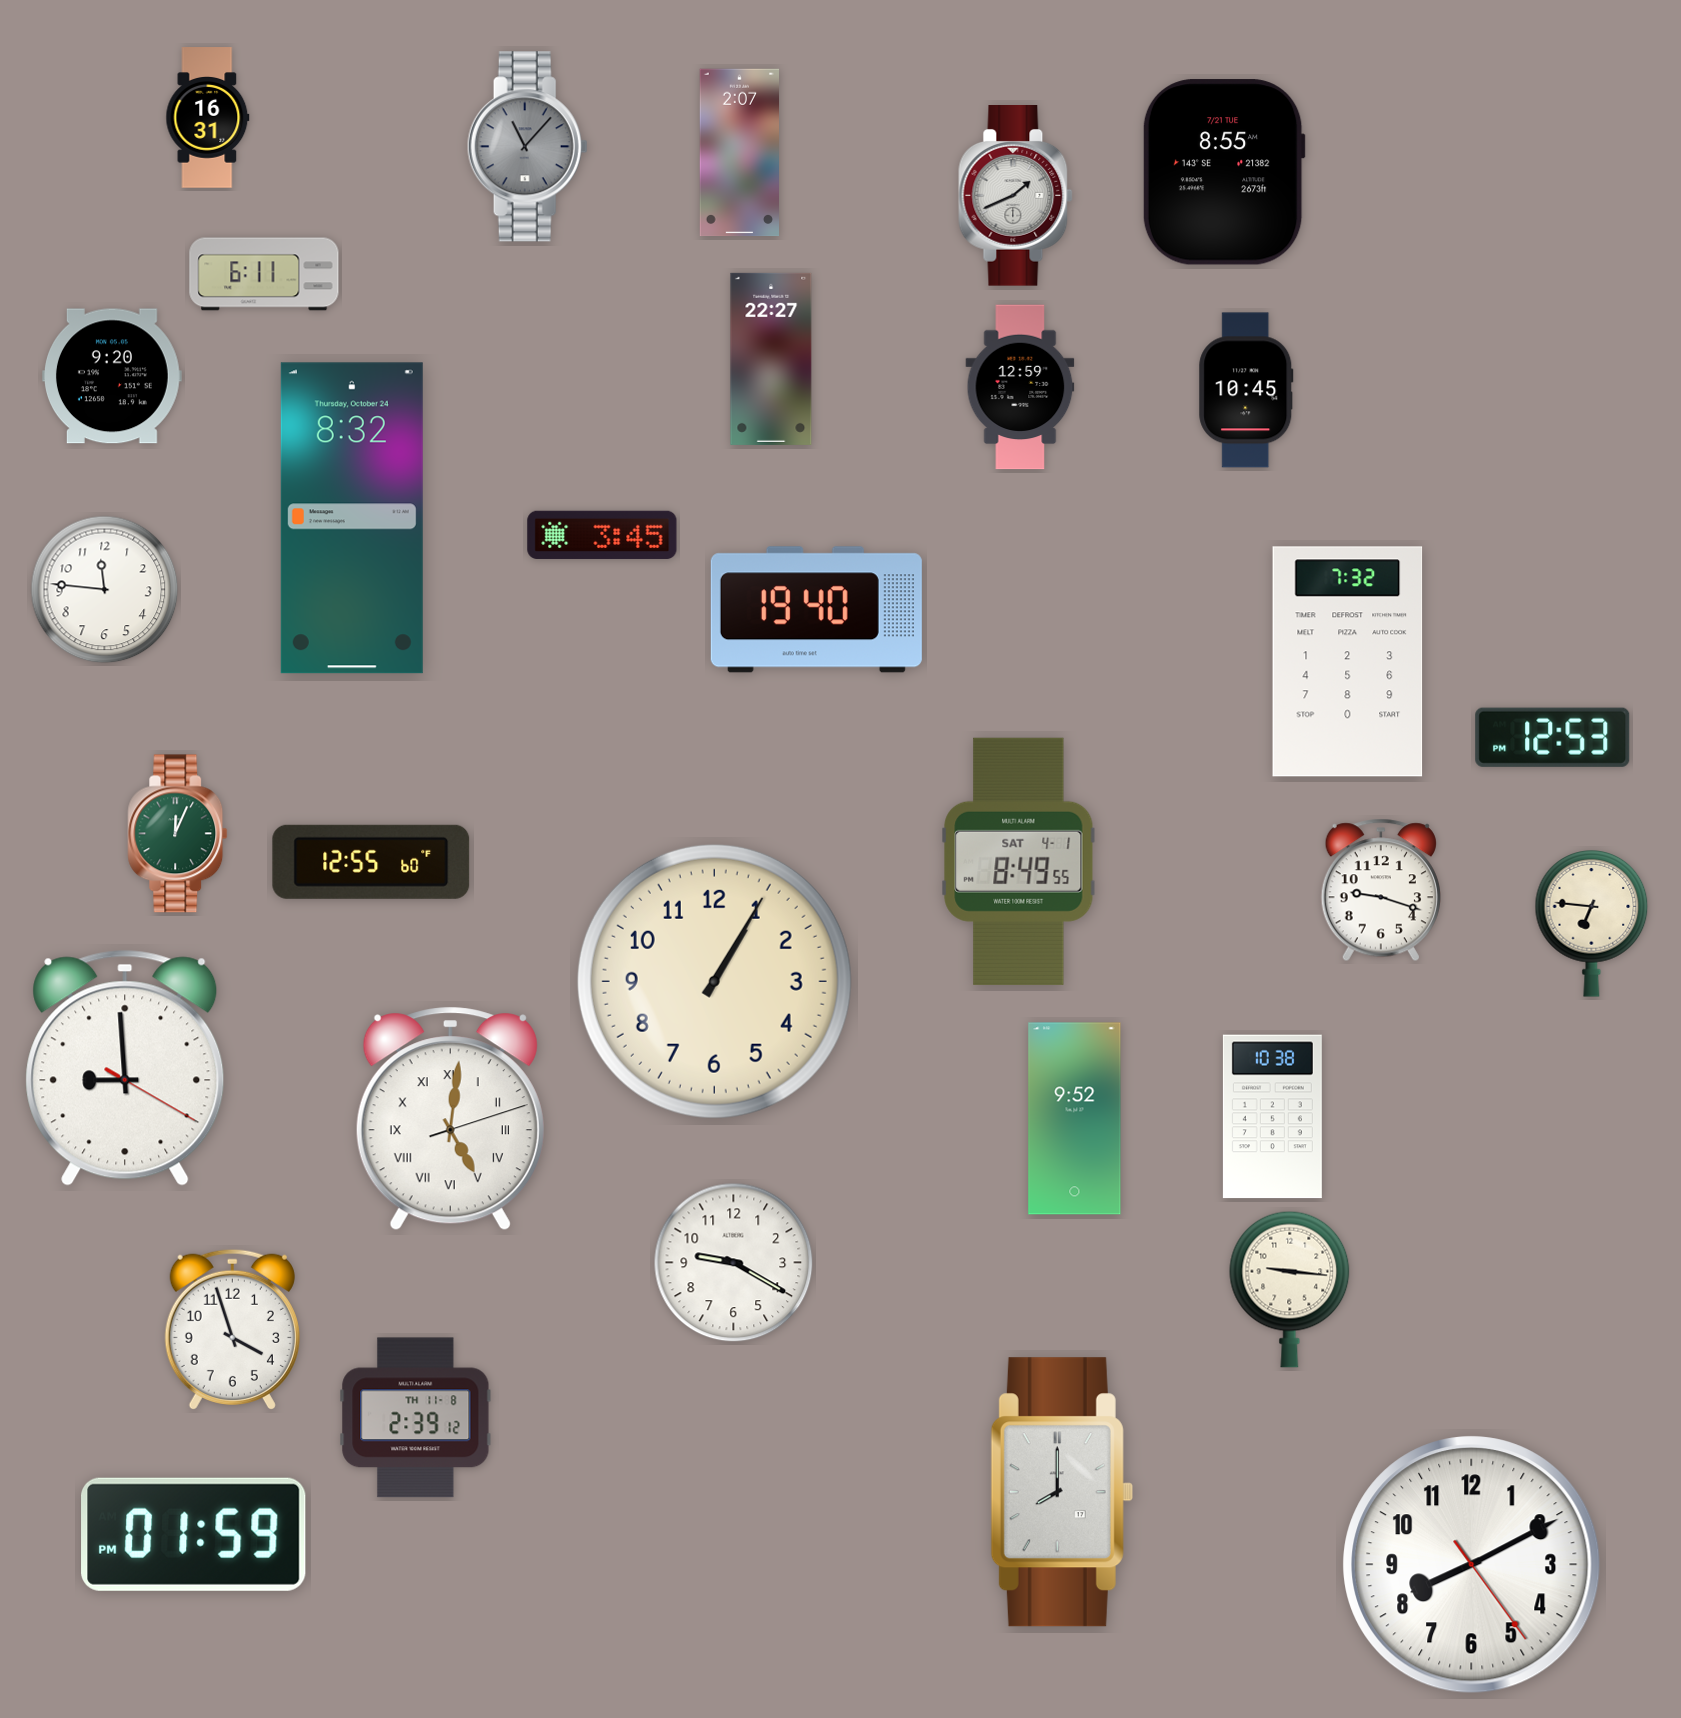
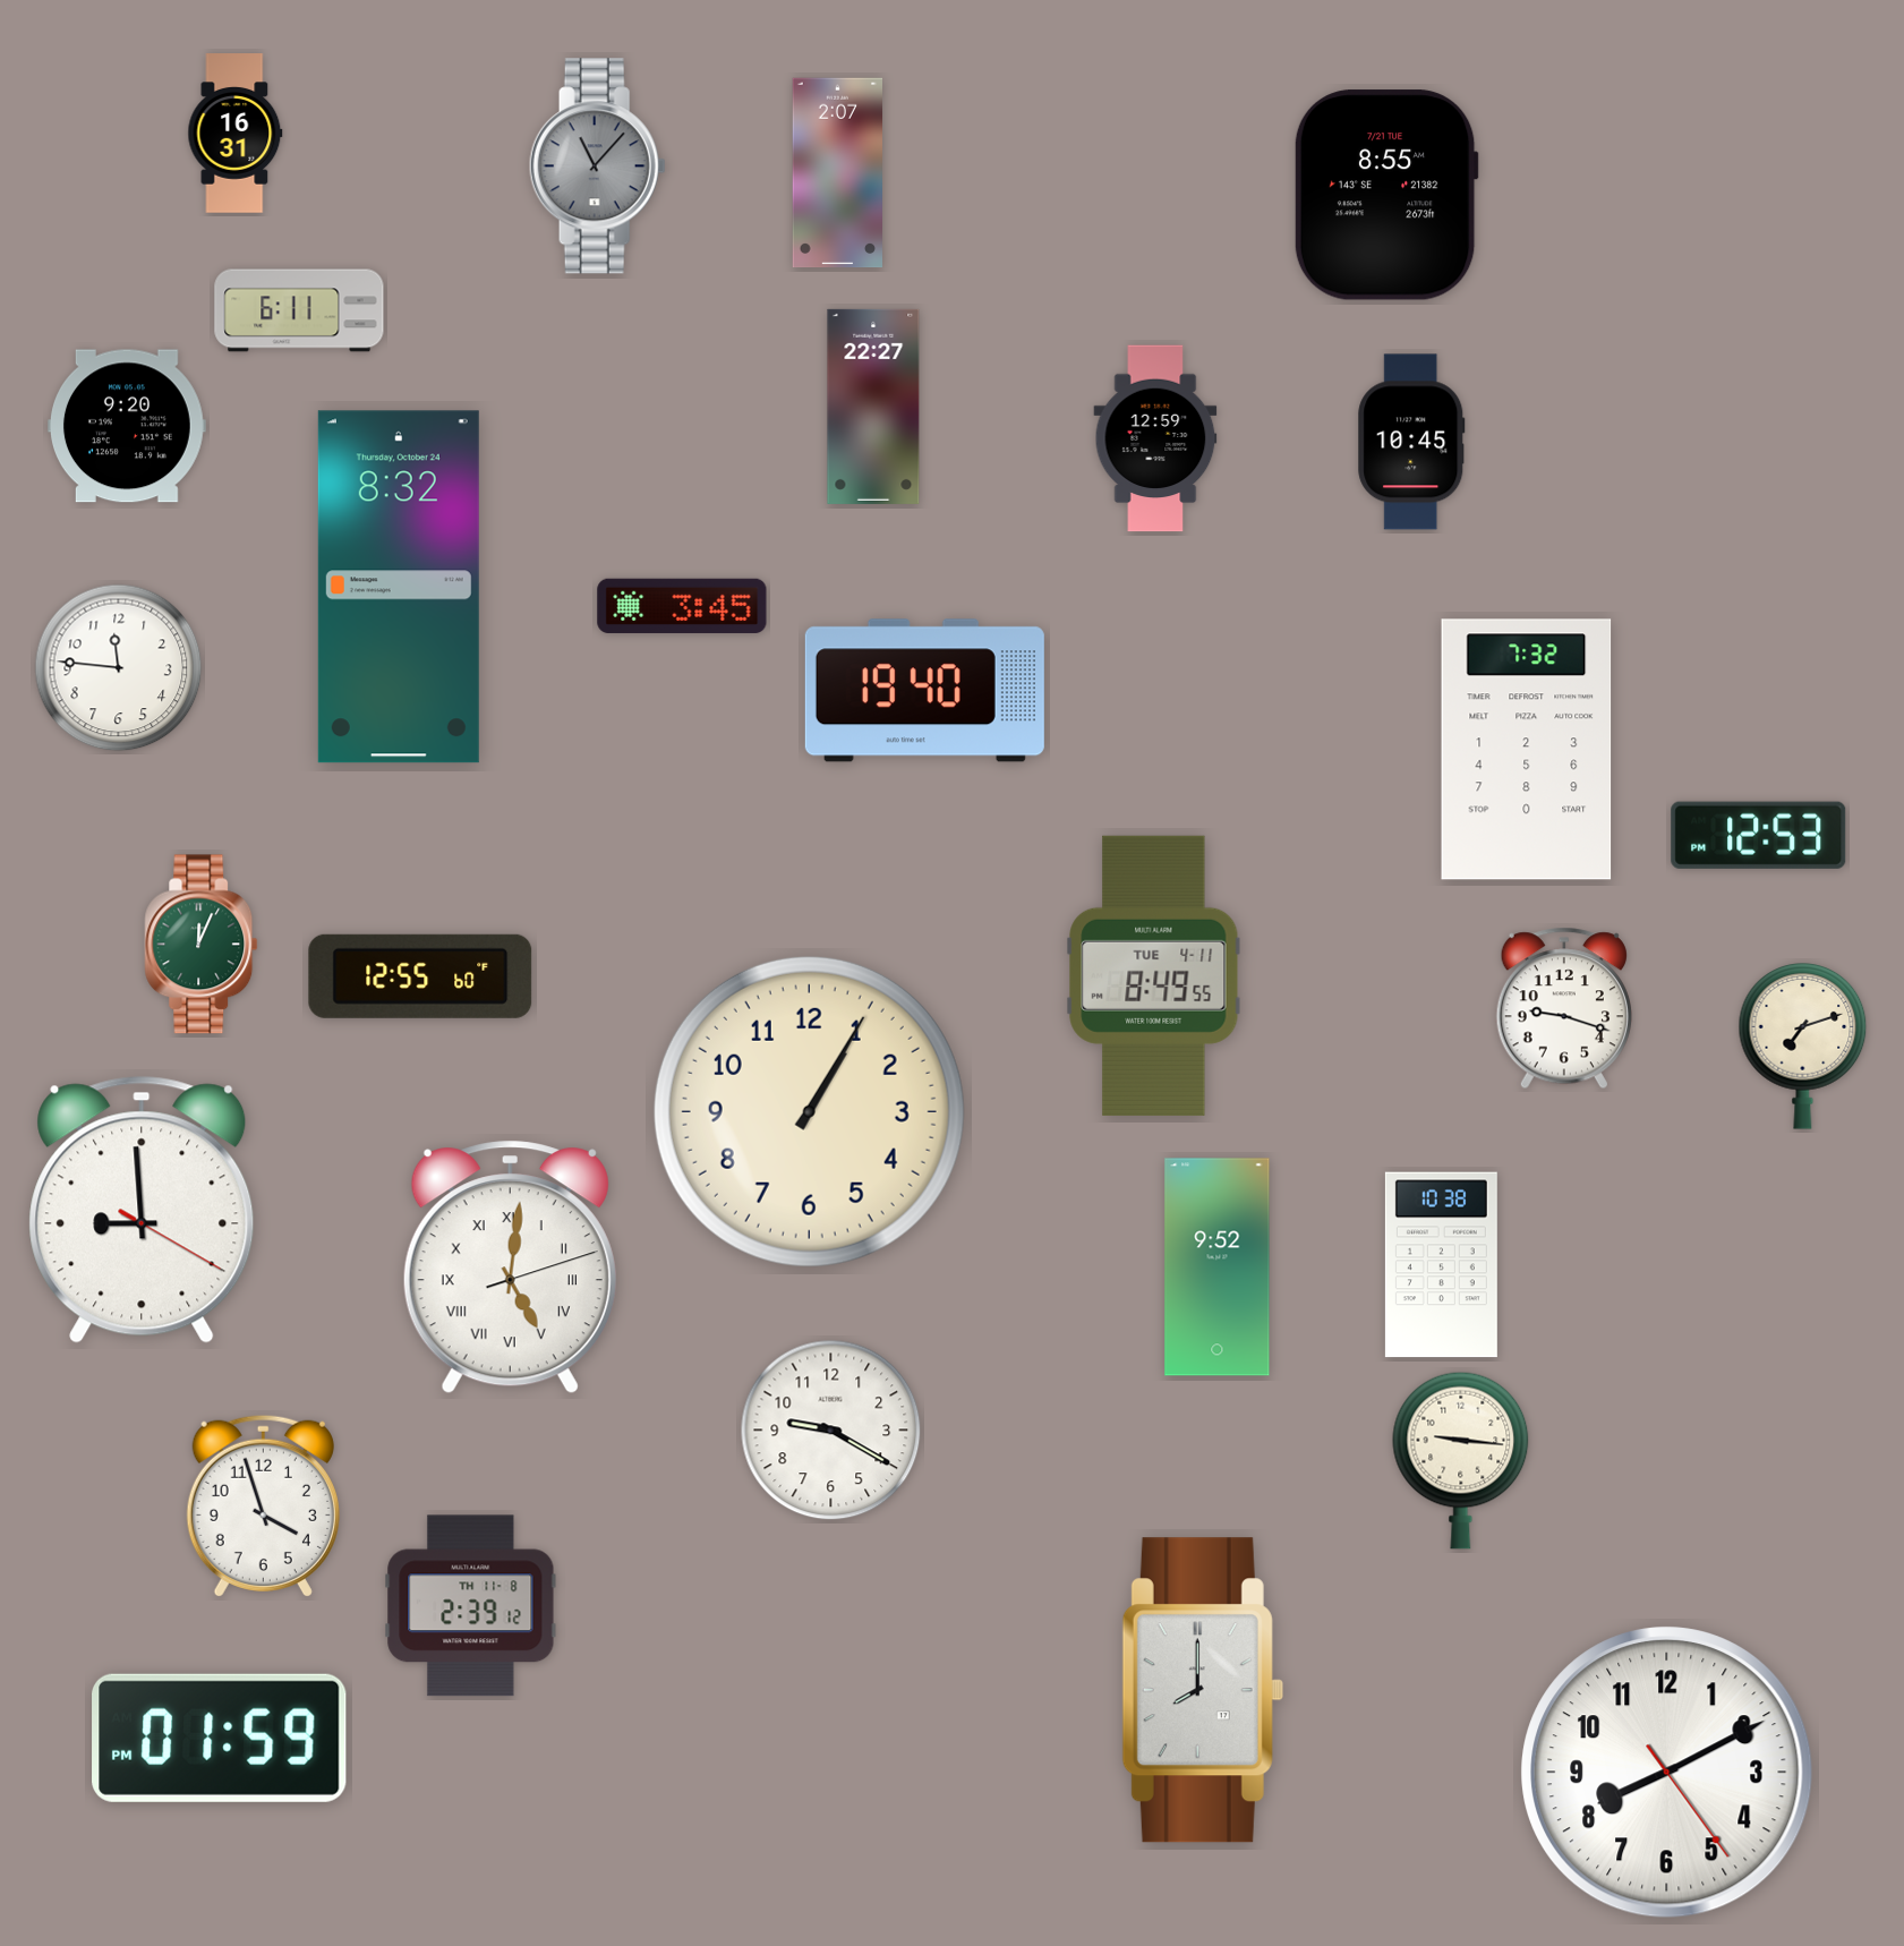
clock at (1016, 196): 1:41 -> none
clock at (1019, 861) date: SAT 4-1 -> TUE 4-11
clock at (1592, 924): 6:46 -> 7:12
